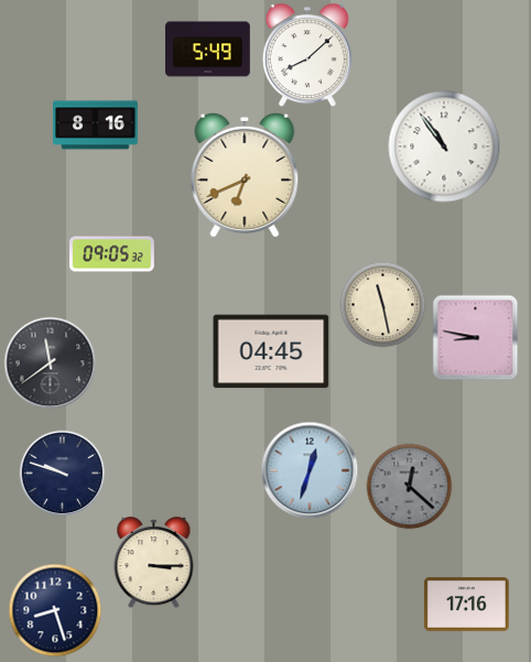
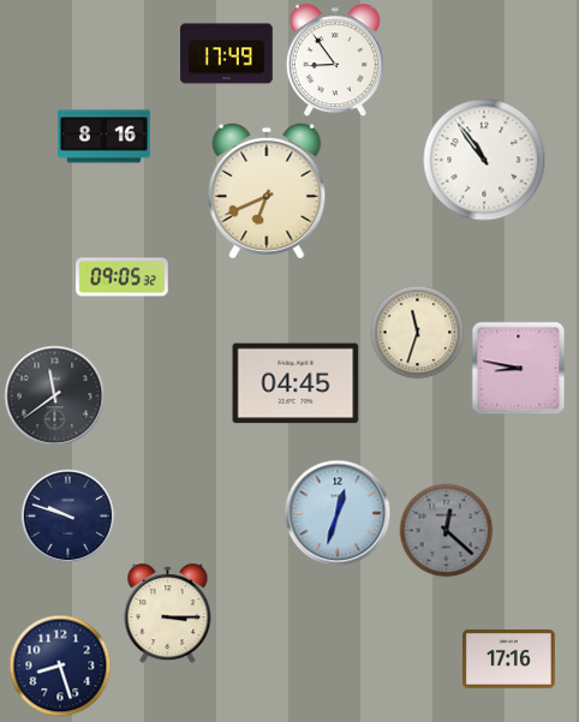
clock at (208, 50): 5:49 -> 17:49
clock at (307, 55): 8:08 -> 8:54
clock at (382, 304): 11:28 -> 11:33
